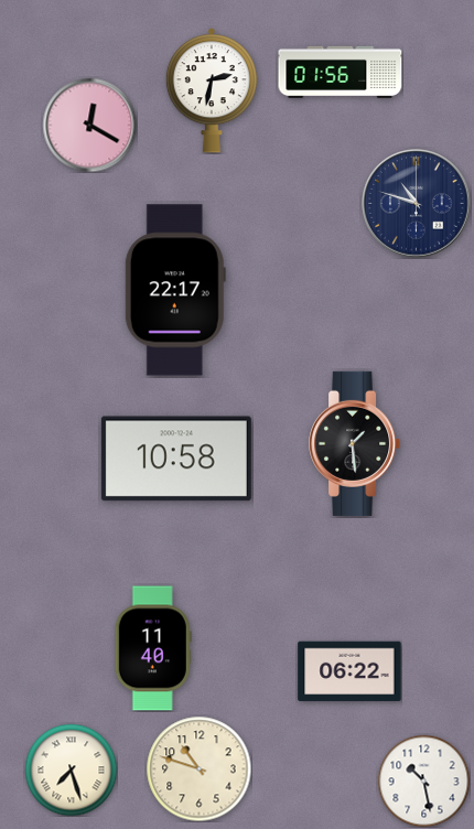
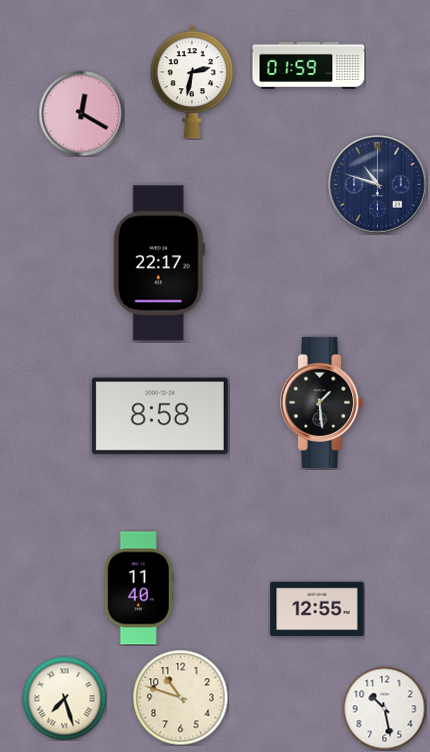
clock at (341, 72): 01:56 -> 01:59
clock at (176, 459): 10:58 -> 8:58
clock at (349, 671): 06:22 -> 12:55
